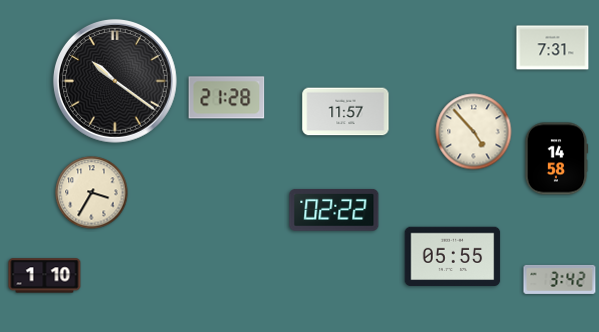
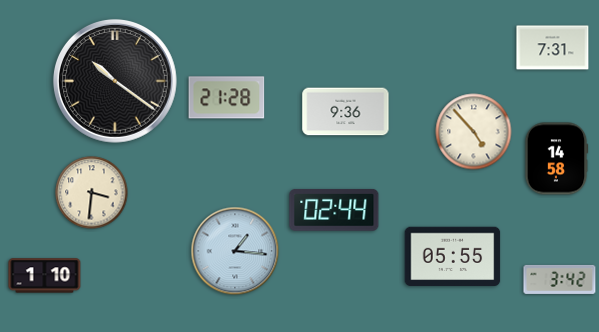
clock at (346, 112): 11:57 -> 9:36
clock at (92, 193): 3:35 -> 3:31
clock at (334, 210): 02:22 -> 02:44
clock at (235, 251): none -> 1:16
